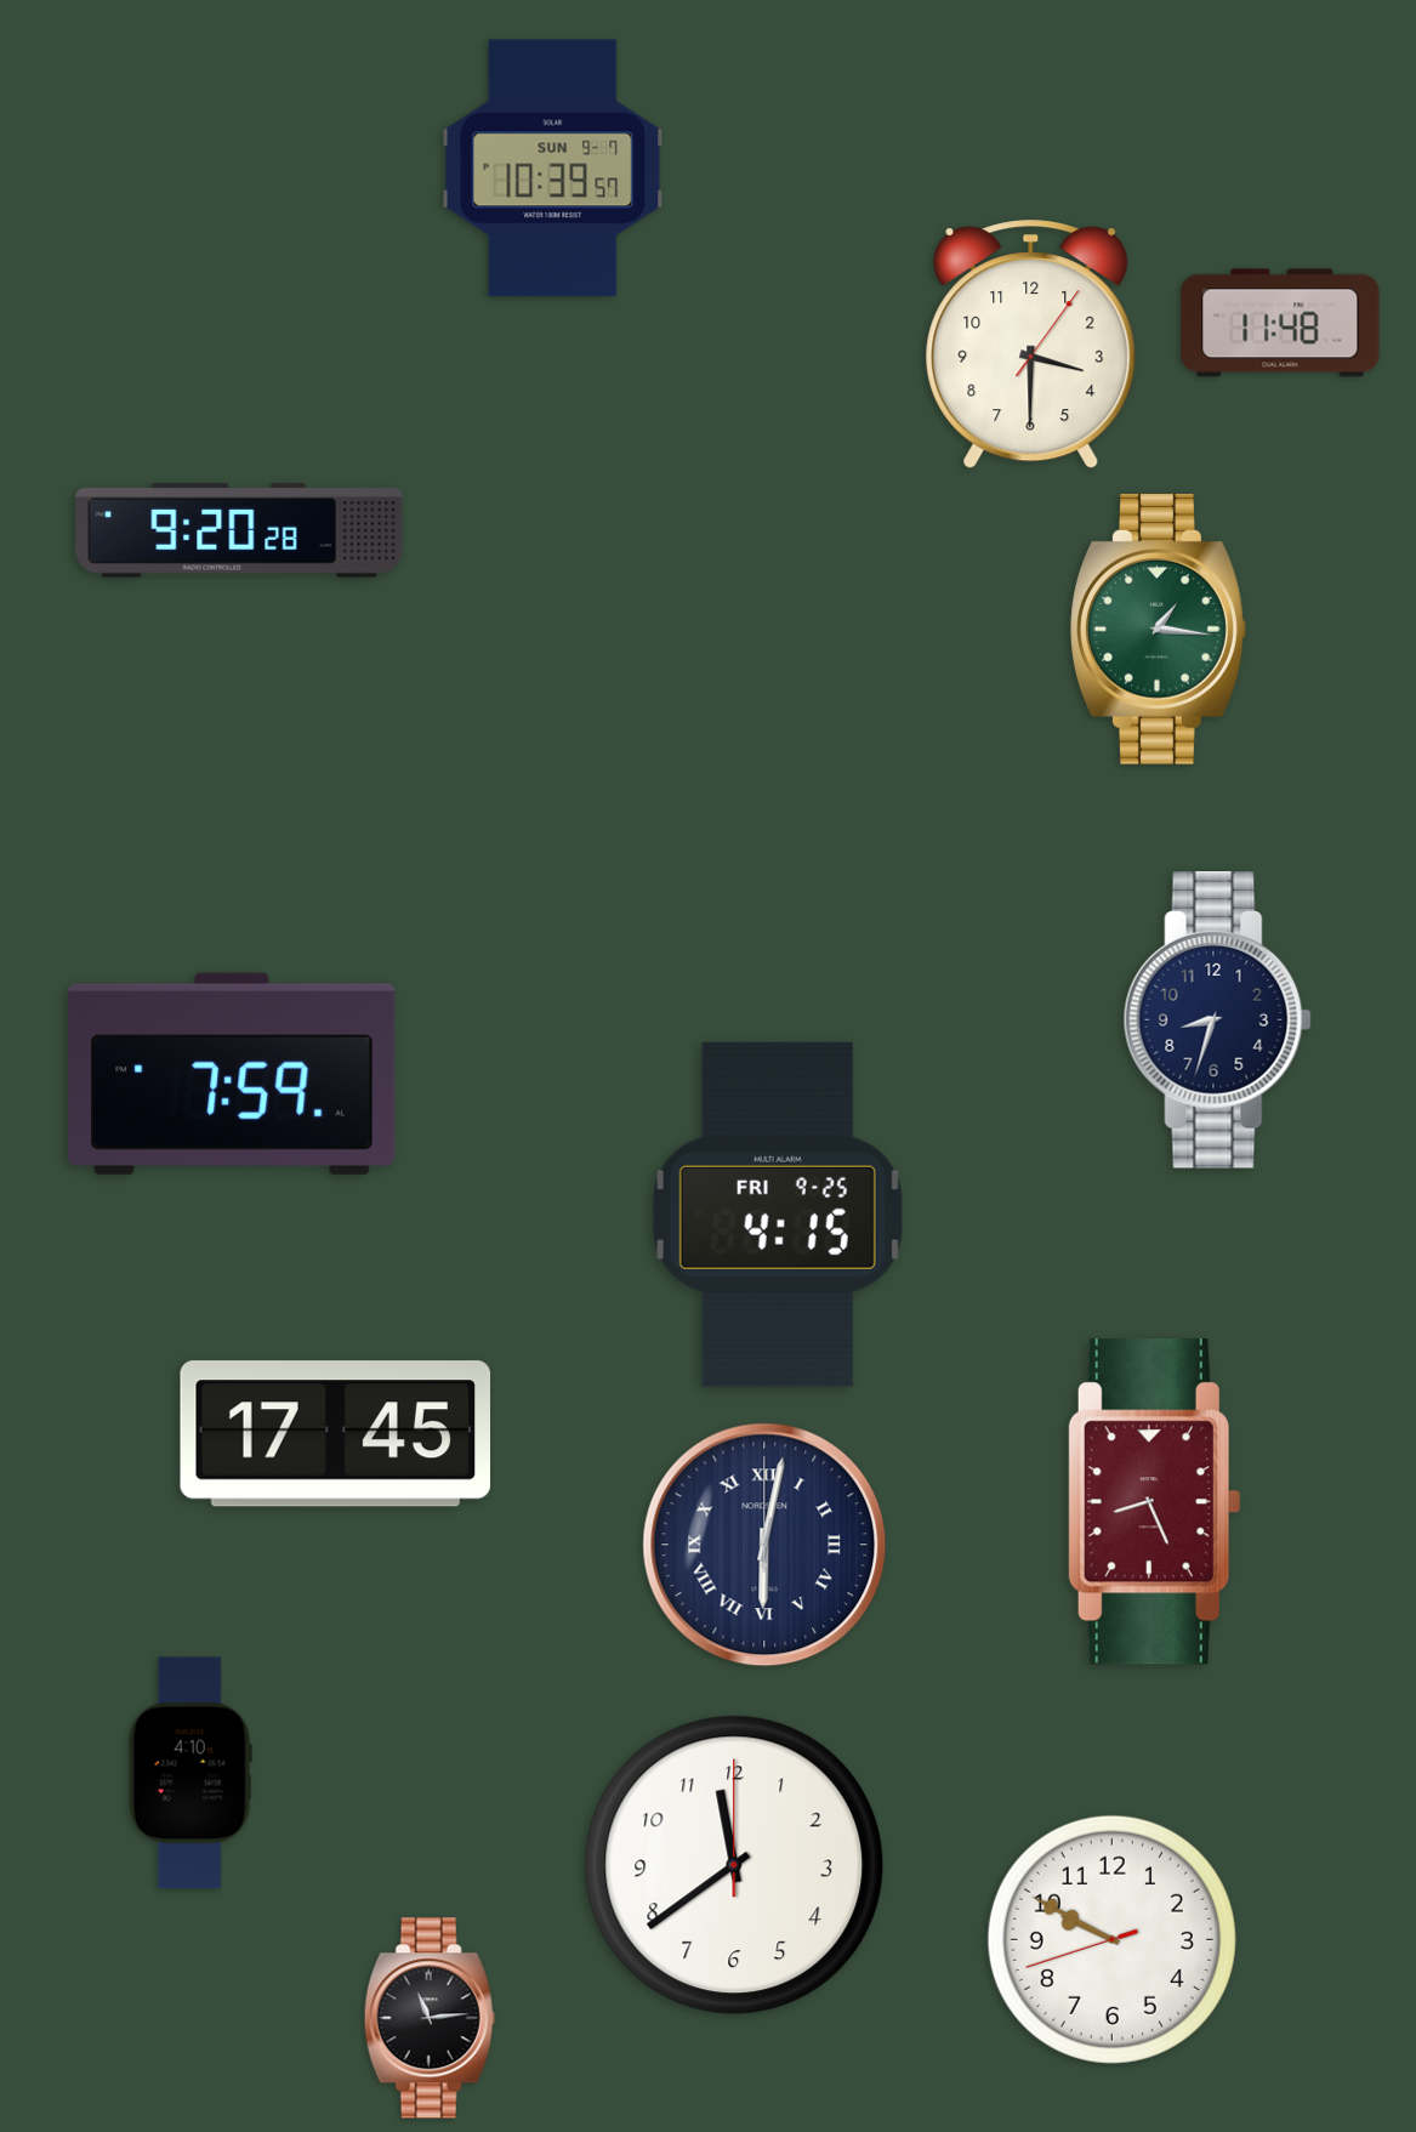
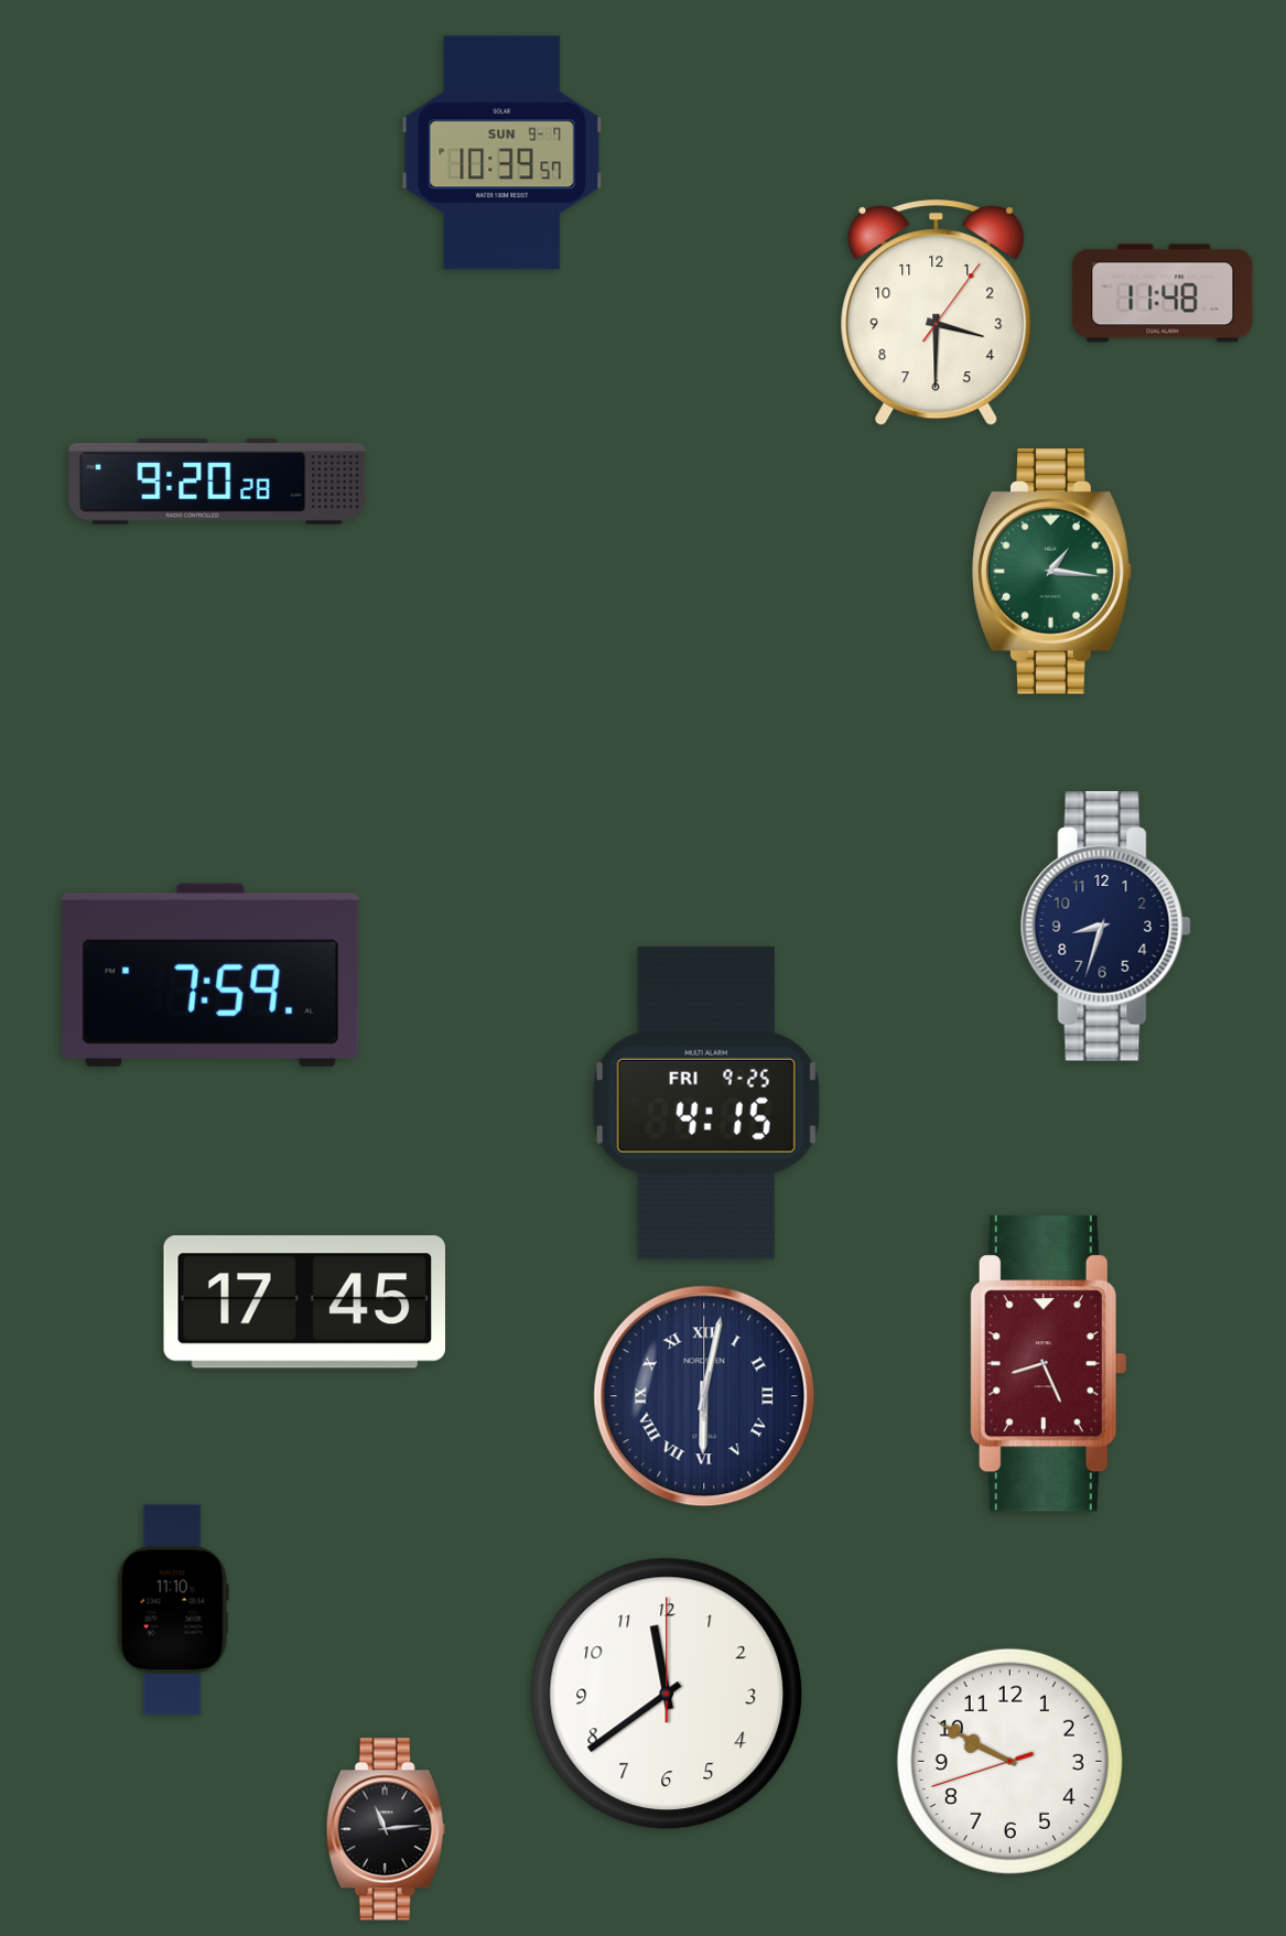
clock at (764, 1545) position: (764, 1545) -> (704, 1396)
clock at (190, 1773): 4:10 -> 11:10
clock at (430, 2018) position: (430, 2018) -> (386, 1829)
